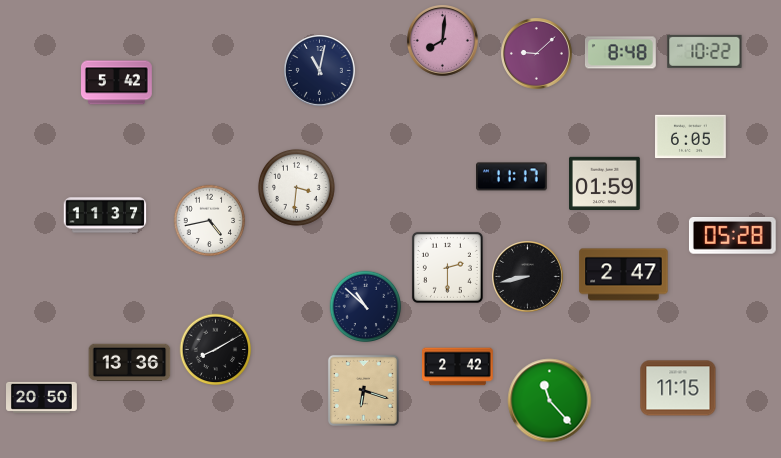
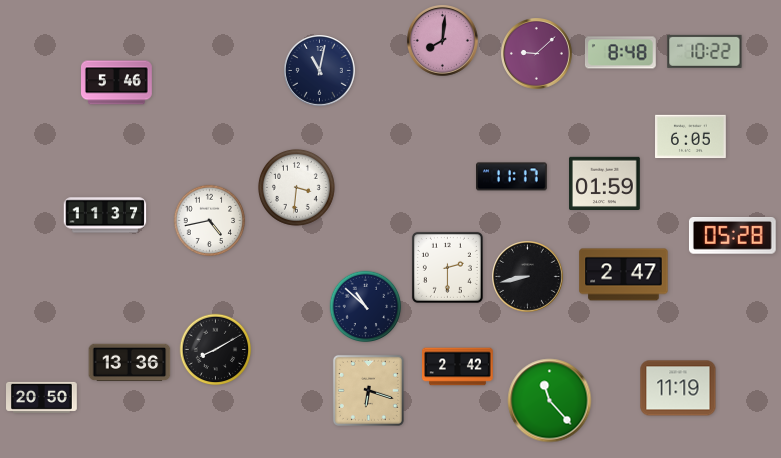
clock at (117, 83): 5:42 -> 5:46
clock at (678, 388): 11:15 -> 11:19
clock at (363, 390) position: (363, 390) -> (368, 390)
